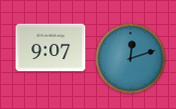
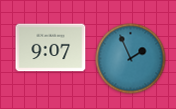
clock at (131, 59): 12:12 -> 1:56
